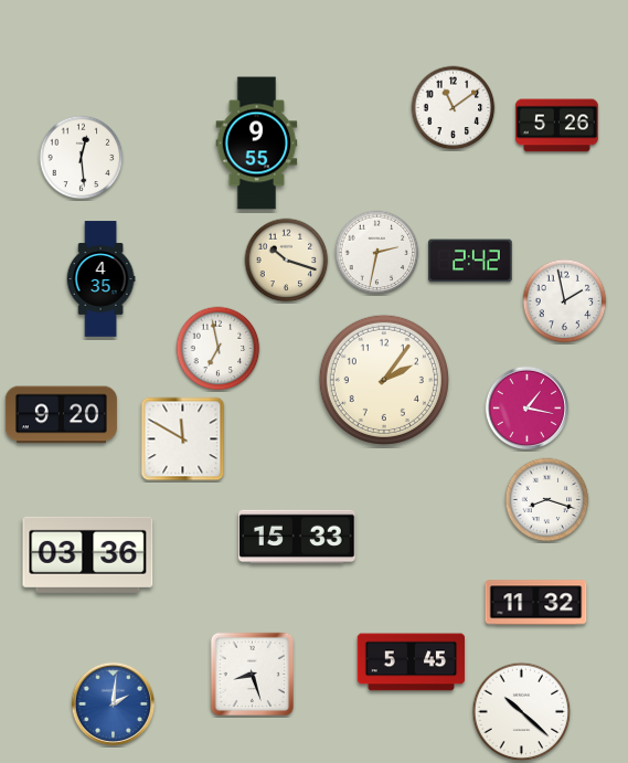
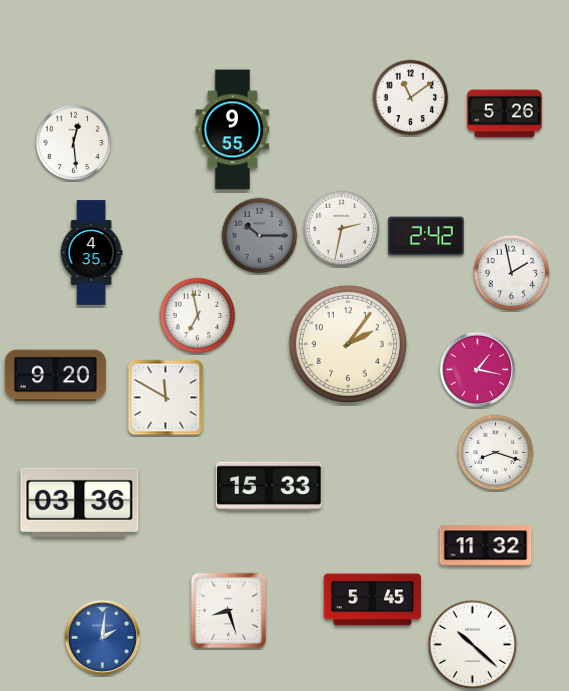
clock at (287, 261): 10:18 -> 10:15
clock at (287, 261) dial: cream -> grey
